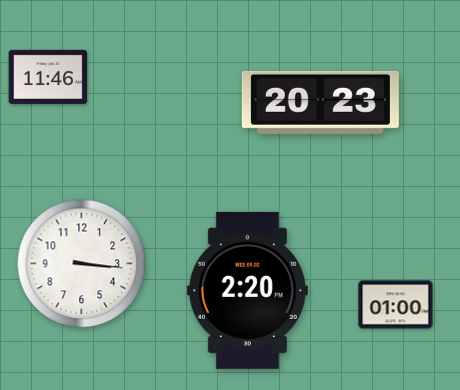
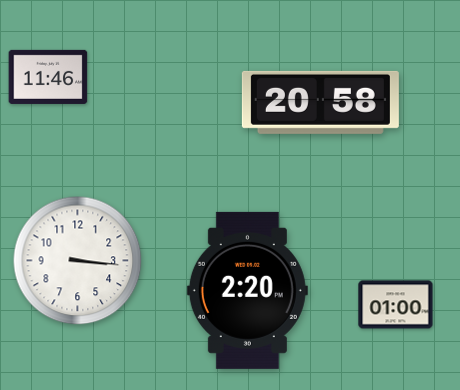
clock at (320, 102): 20:23 -> 20:58
clock at (82, 264) position: (82, 264) -> (78, 261)
